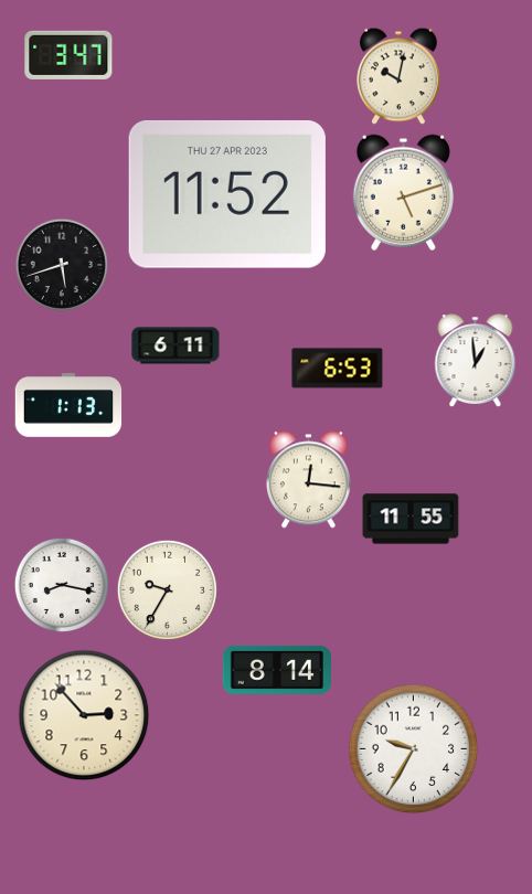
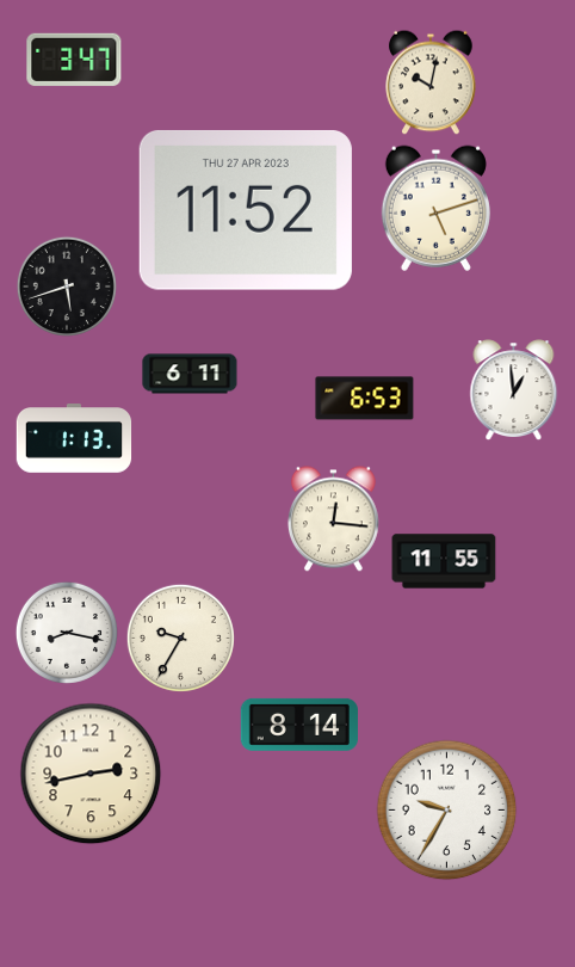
clock at (84, 715): 2:53 -> 2:43
